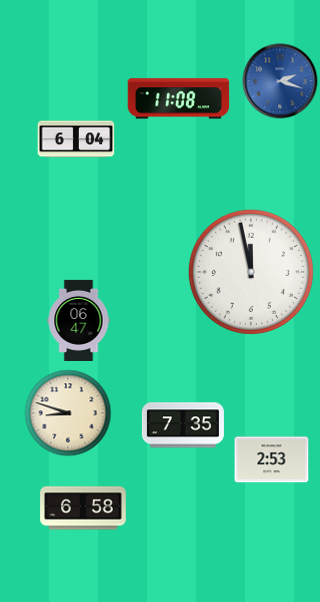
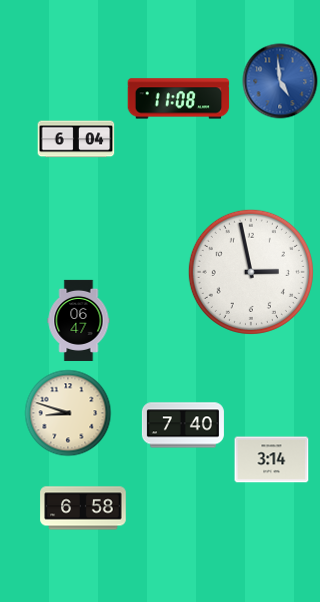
clock at (280, 81): 2:18 -> 4:59
clock at (251, 272): 11:58 -> 2:58
clock at (183, 425): 7:35 -> 7:40
clock at (272, 460): 2:53 -> 3:14
